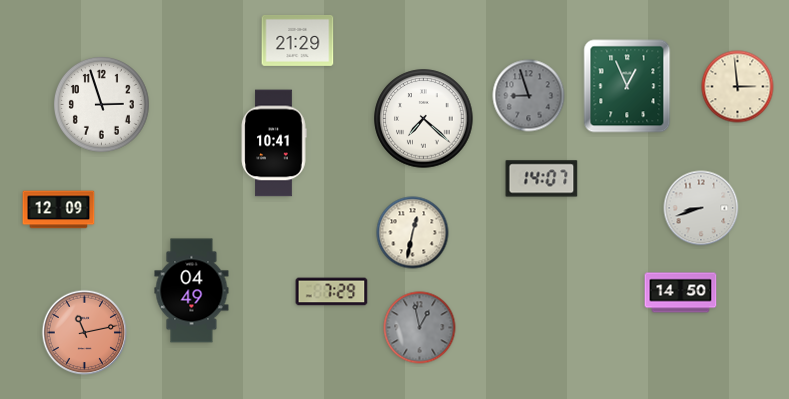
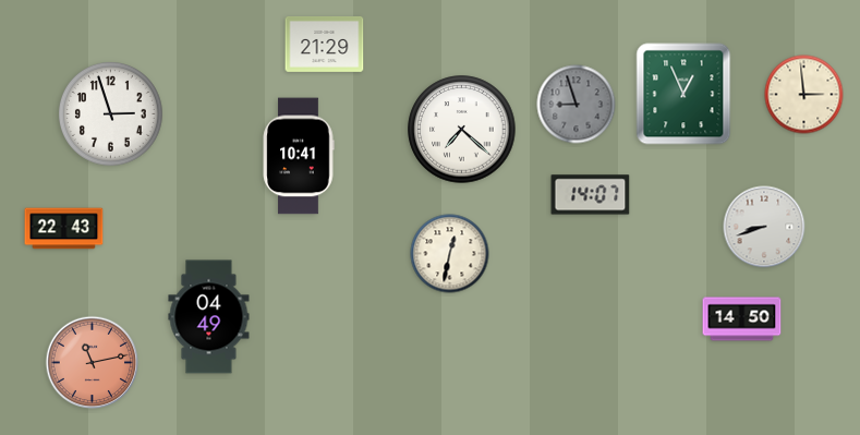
clock at (59, 210): 12:09 -> 22:43
clock at (332, 292): 7:29 -> none
clock at (420, 328): 12:58 -> none
